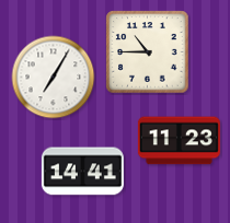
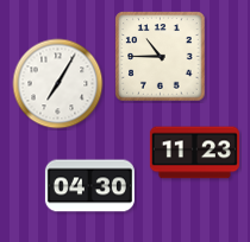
clock at (82, 172): 14:41 -> 04:30
